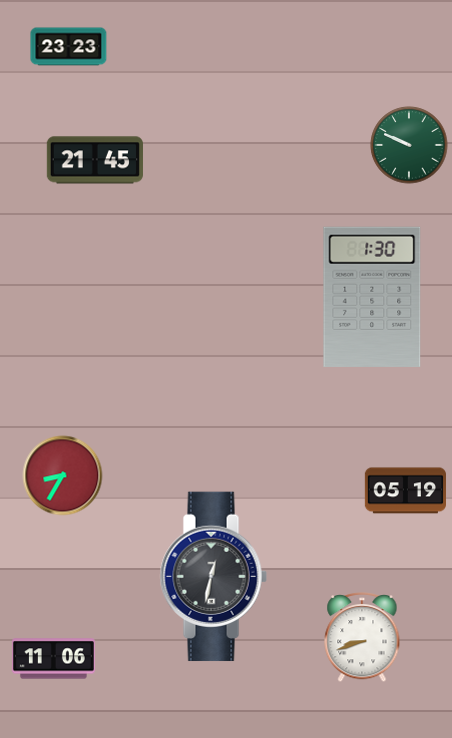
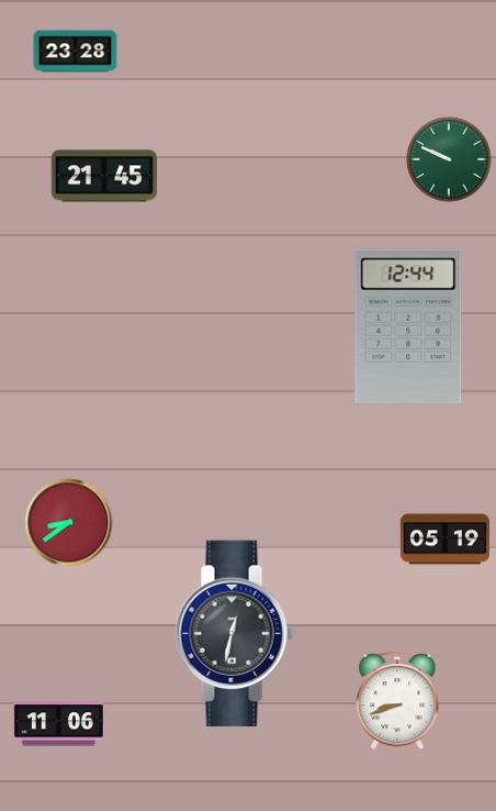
clock at (69, 47): 23:23 -> 23:28
clock at (372, 297): 1:30 -> 12:44
clock at (63, 476): 8:35 -> 8:39
